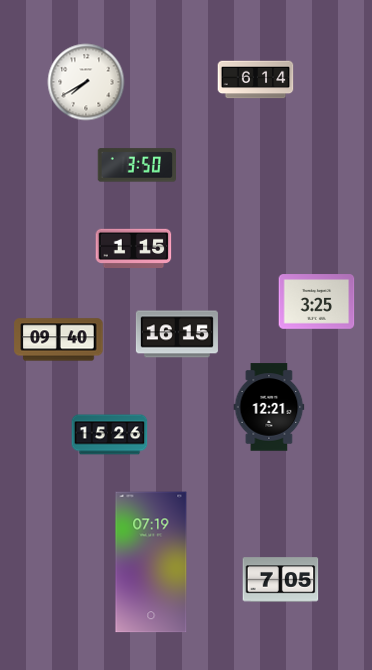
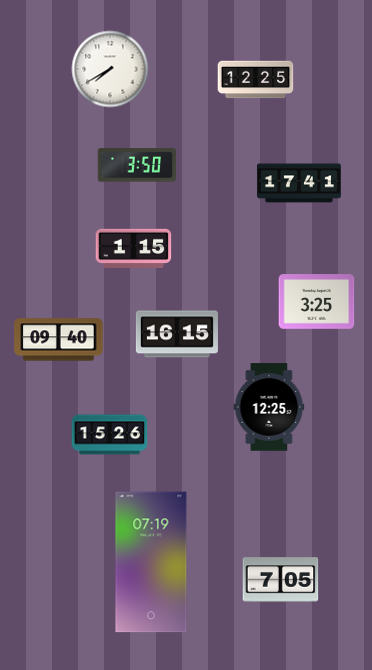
clock at (256, 80): 6:14 -> 12:25
clock at (86, 82) position: (86, 82) -> (110, 69)
clock at (299, 183): none -> 17:41
clock at (269, 407): 12:21 -> 12:25
